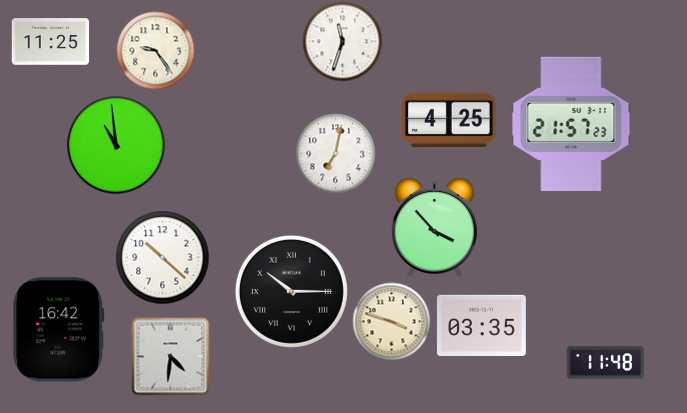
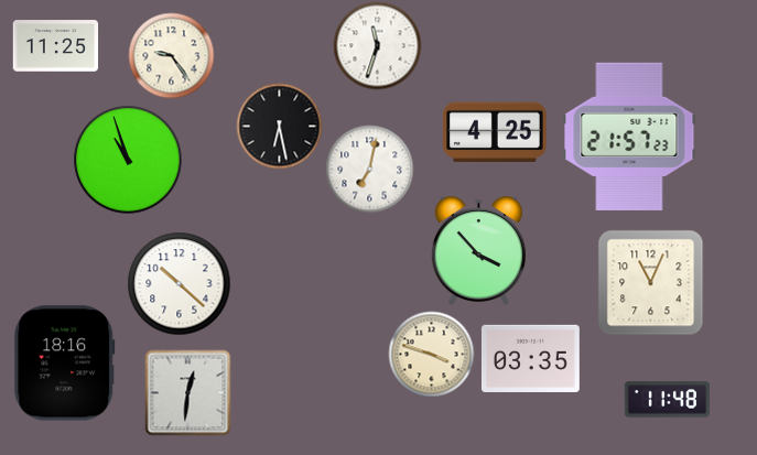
clock at (279, 126): none -> 6:28
clock at (116, 145): 10:59 -> 10:57
clock at (650, 282): none -> 11:04
clock at (291, 291): 10:15 -> none
clock at (59, 330): 16:42 -> 18:16
clock at (170, 356): 4:31 -> 12:31
